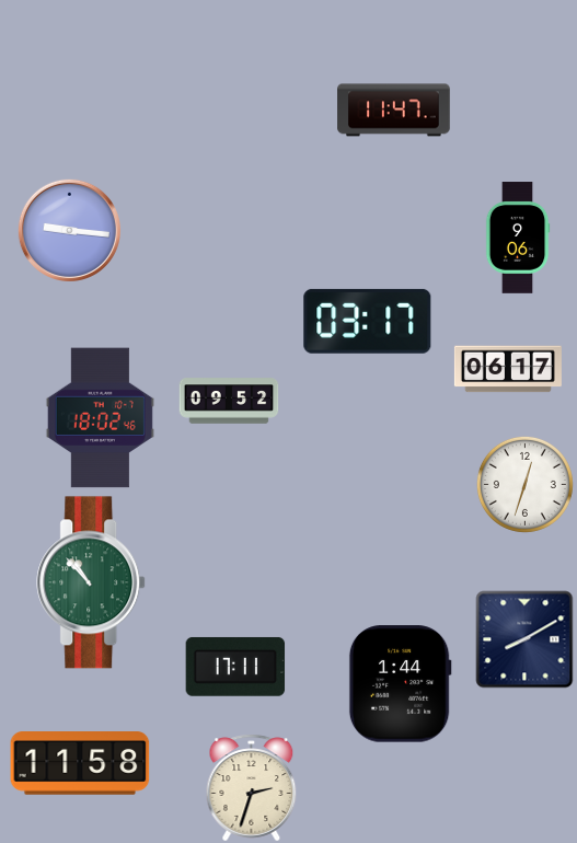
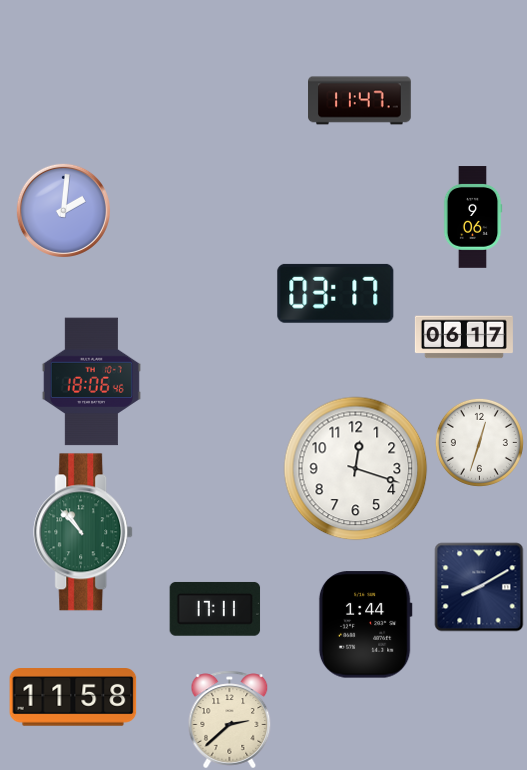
clock at (69, 230): 9:16 -> 2:01
clock at (229, 401): 09:52 -> none
clock at (100, 418): 18:02 -> 18:06
clock at (356, 469): none -> 12:18
clock at (524, 639) position: (524, 639) -> (479, 587)
clock at (252, 788): 2:33 -> 2:38
